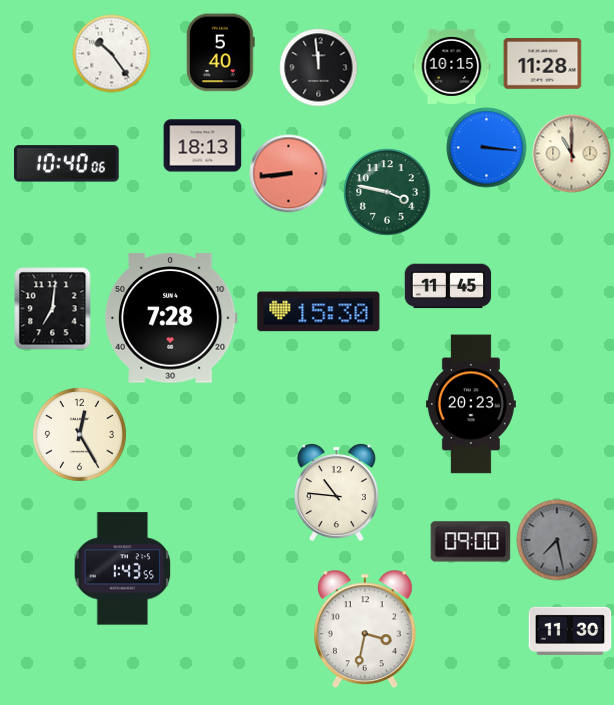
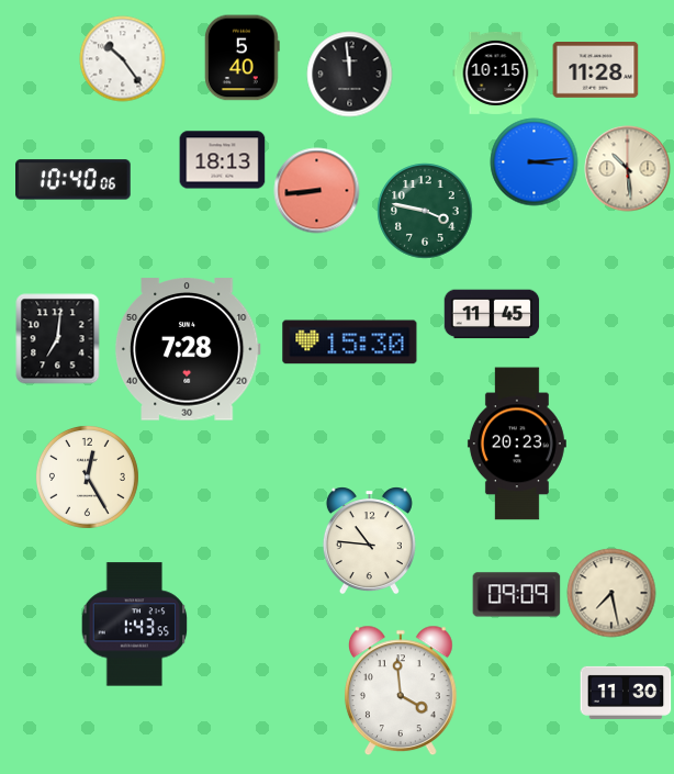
clock at (486, 147): 3:16 -> 3:14
clock at (571, 153): 11:00 -> 10:29
clock at (557, 540) dial: grey -> cream
clock at (470, 542): 09:00 -> 09:09
clock at (365, 629): 3:32 -> 3:59
